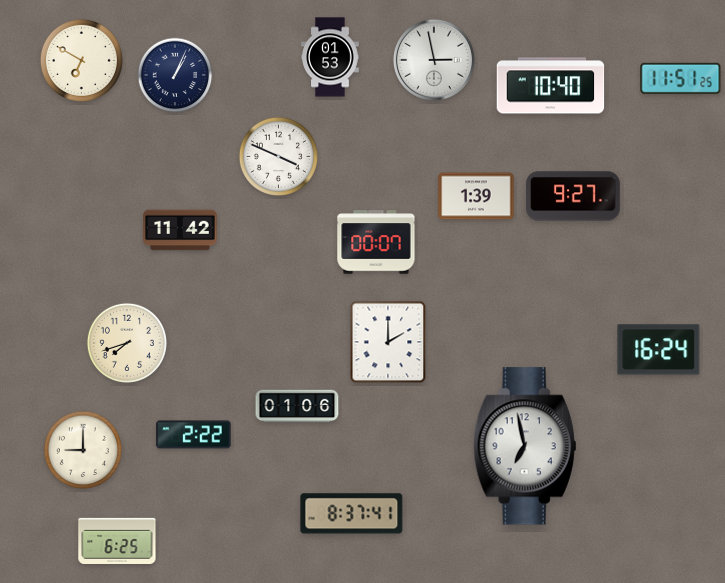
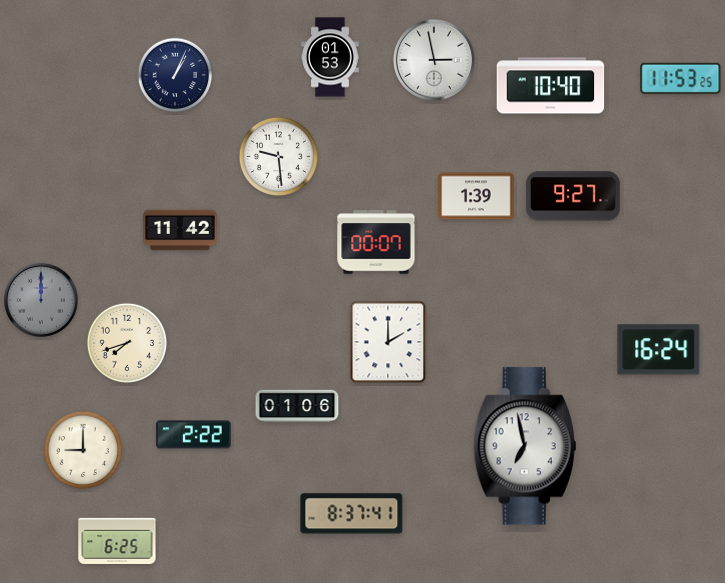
clock at (81, 60): 6:50 -> none
clock at (681, 78): 11:51 -> 11:53
clock at (278, 156): 3:49 -> 9:29
clock at (41, 300): none -> 12:00
